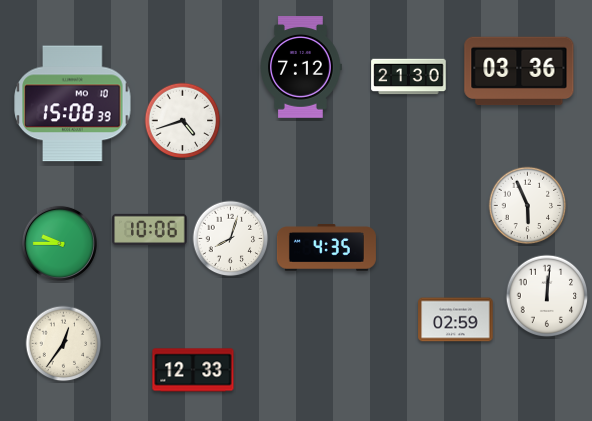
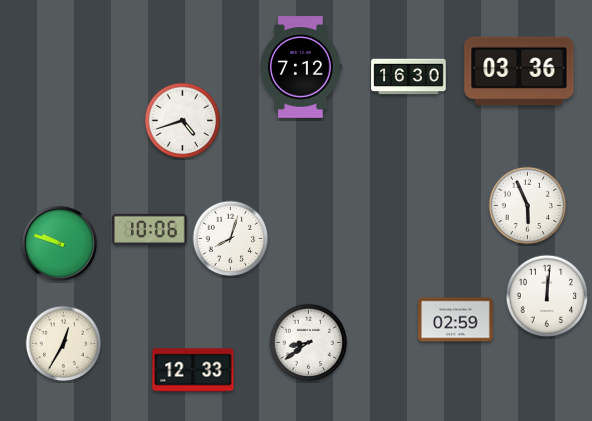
clock at (409, 77): 21:30 -> 16:30
clock at (73, 104): 15:08 -> none
clock at (59, 243): 9:45 -> 9:48
clock at (326, 248): 4:35 -> none
clock at (309, 343): none -> 8:39
clock at (64, 344): 12:36 -> 12:35
